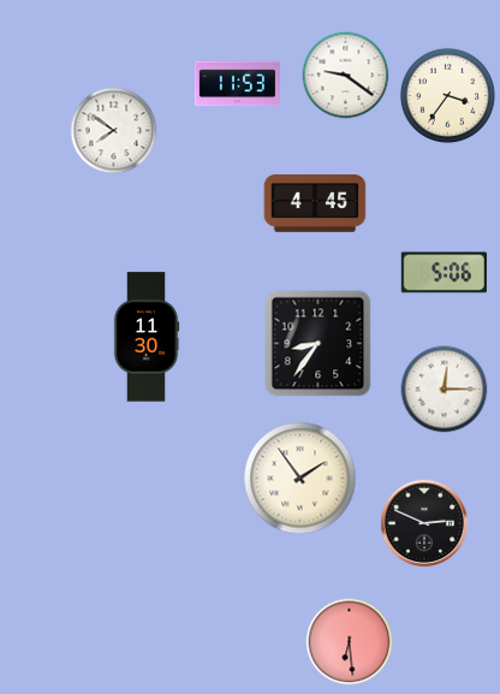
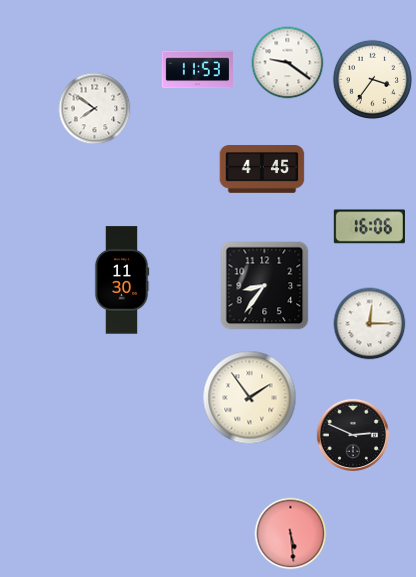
clock at (444, 273): 5:06 -> 16:06
clock at (350, 642): 6:29 -> 5:29
